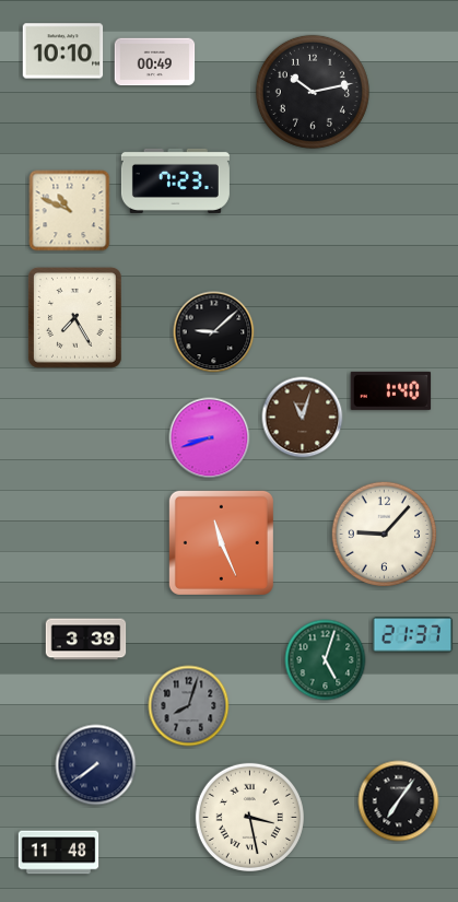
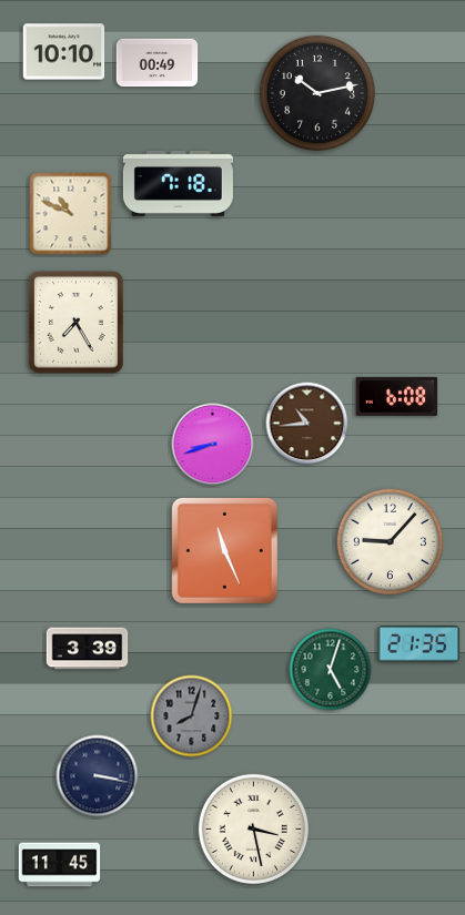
clock at (175, 180): 7:23 -> 7:18
clock at (214, 332): 9:08 -> none
clock at (391, 390): 1:40 -> 6:08
clock at (303, 418): 11:03 -> 10:44
clock at (413, 635): 21:37 -> 21:35
clock at (96, 765): 7:39 -> 3:17
clock at (399, 801): 7:06 -> none
clock at (59, 853): 11:48 -> 11:45
